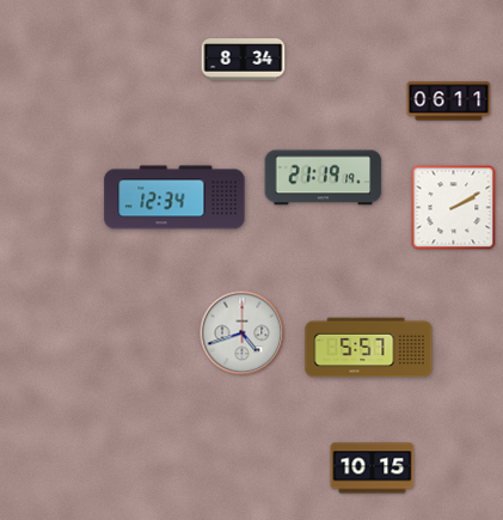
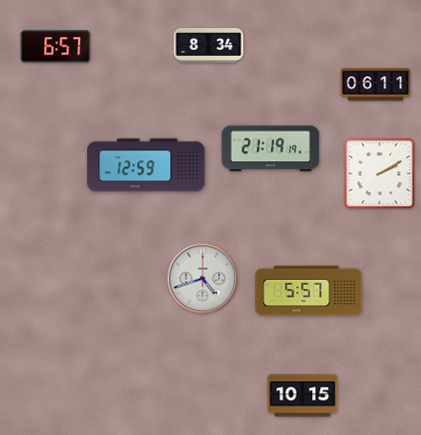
clock at (56, 47): none -> 6:57
clock at (244, 60) position: (244, 60) -> (209, 46)
clock at (174, 197): 12:34 -> 12:59
clock at (373, 469) position: (373, 469) -> (303, 396)
